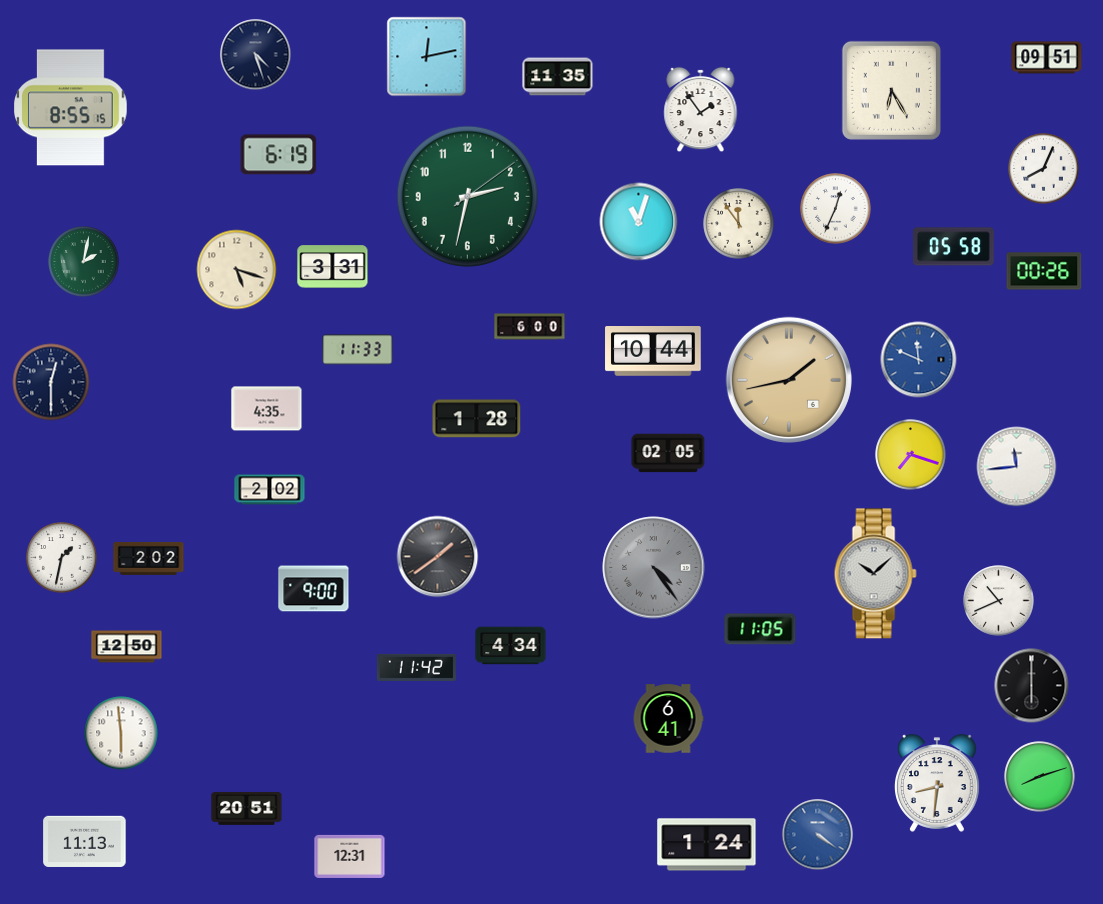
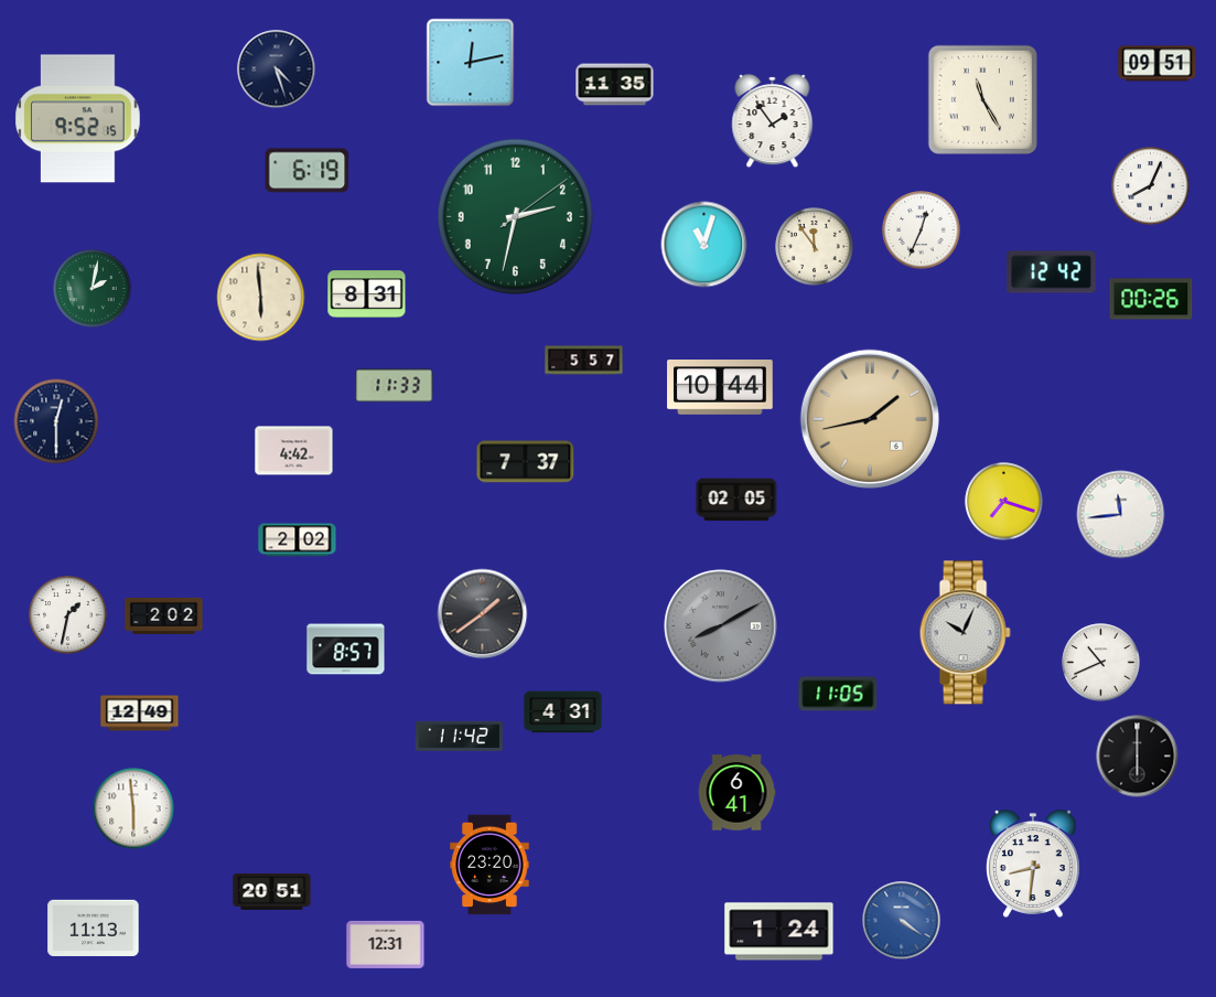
clock at (256, 55) position: (256, 55) -> (277, 69)
clock at (1047, 58) position: (1047, 58) -> (1158, 64)
clock at (891, 90): 6:25 -> 11:25
clock at (71, 108): 8:55 -> 9:52
clock at (954, 247): 05:58 -> 12:42
clock at (333, 267): 3:31 -> 8:31
clock at (237, 270): 5:18 -> 5:59
clock at (530, 327): 6:00 -> 5:57
clock at (919, 360): 11:49 -> none
clock at (267, 409): 4:35 -> 4:42
clock at (477, 419): 1:28 -> 7:37
clock at (654, 568): 4:24 -> 8:10
clock at (875, 574): 10:08 -> 10:04
clock at (314, 589): 9:00 -> 8:57
clock at (511, 646): 4:34 -> 4:31
clock at (127, 647): 12:50 -> 12:49
clock at (1040, 777): 8:12 -> none
clock at (489, 865): none -> 23:20
